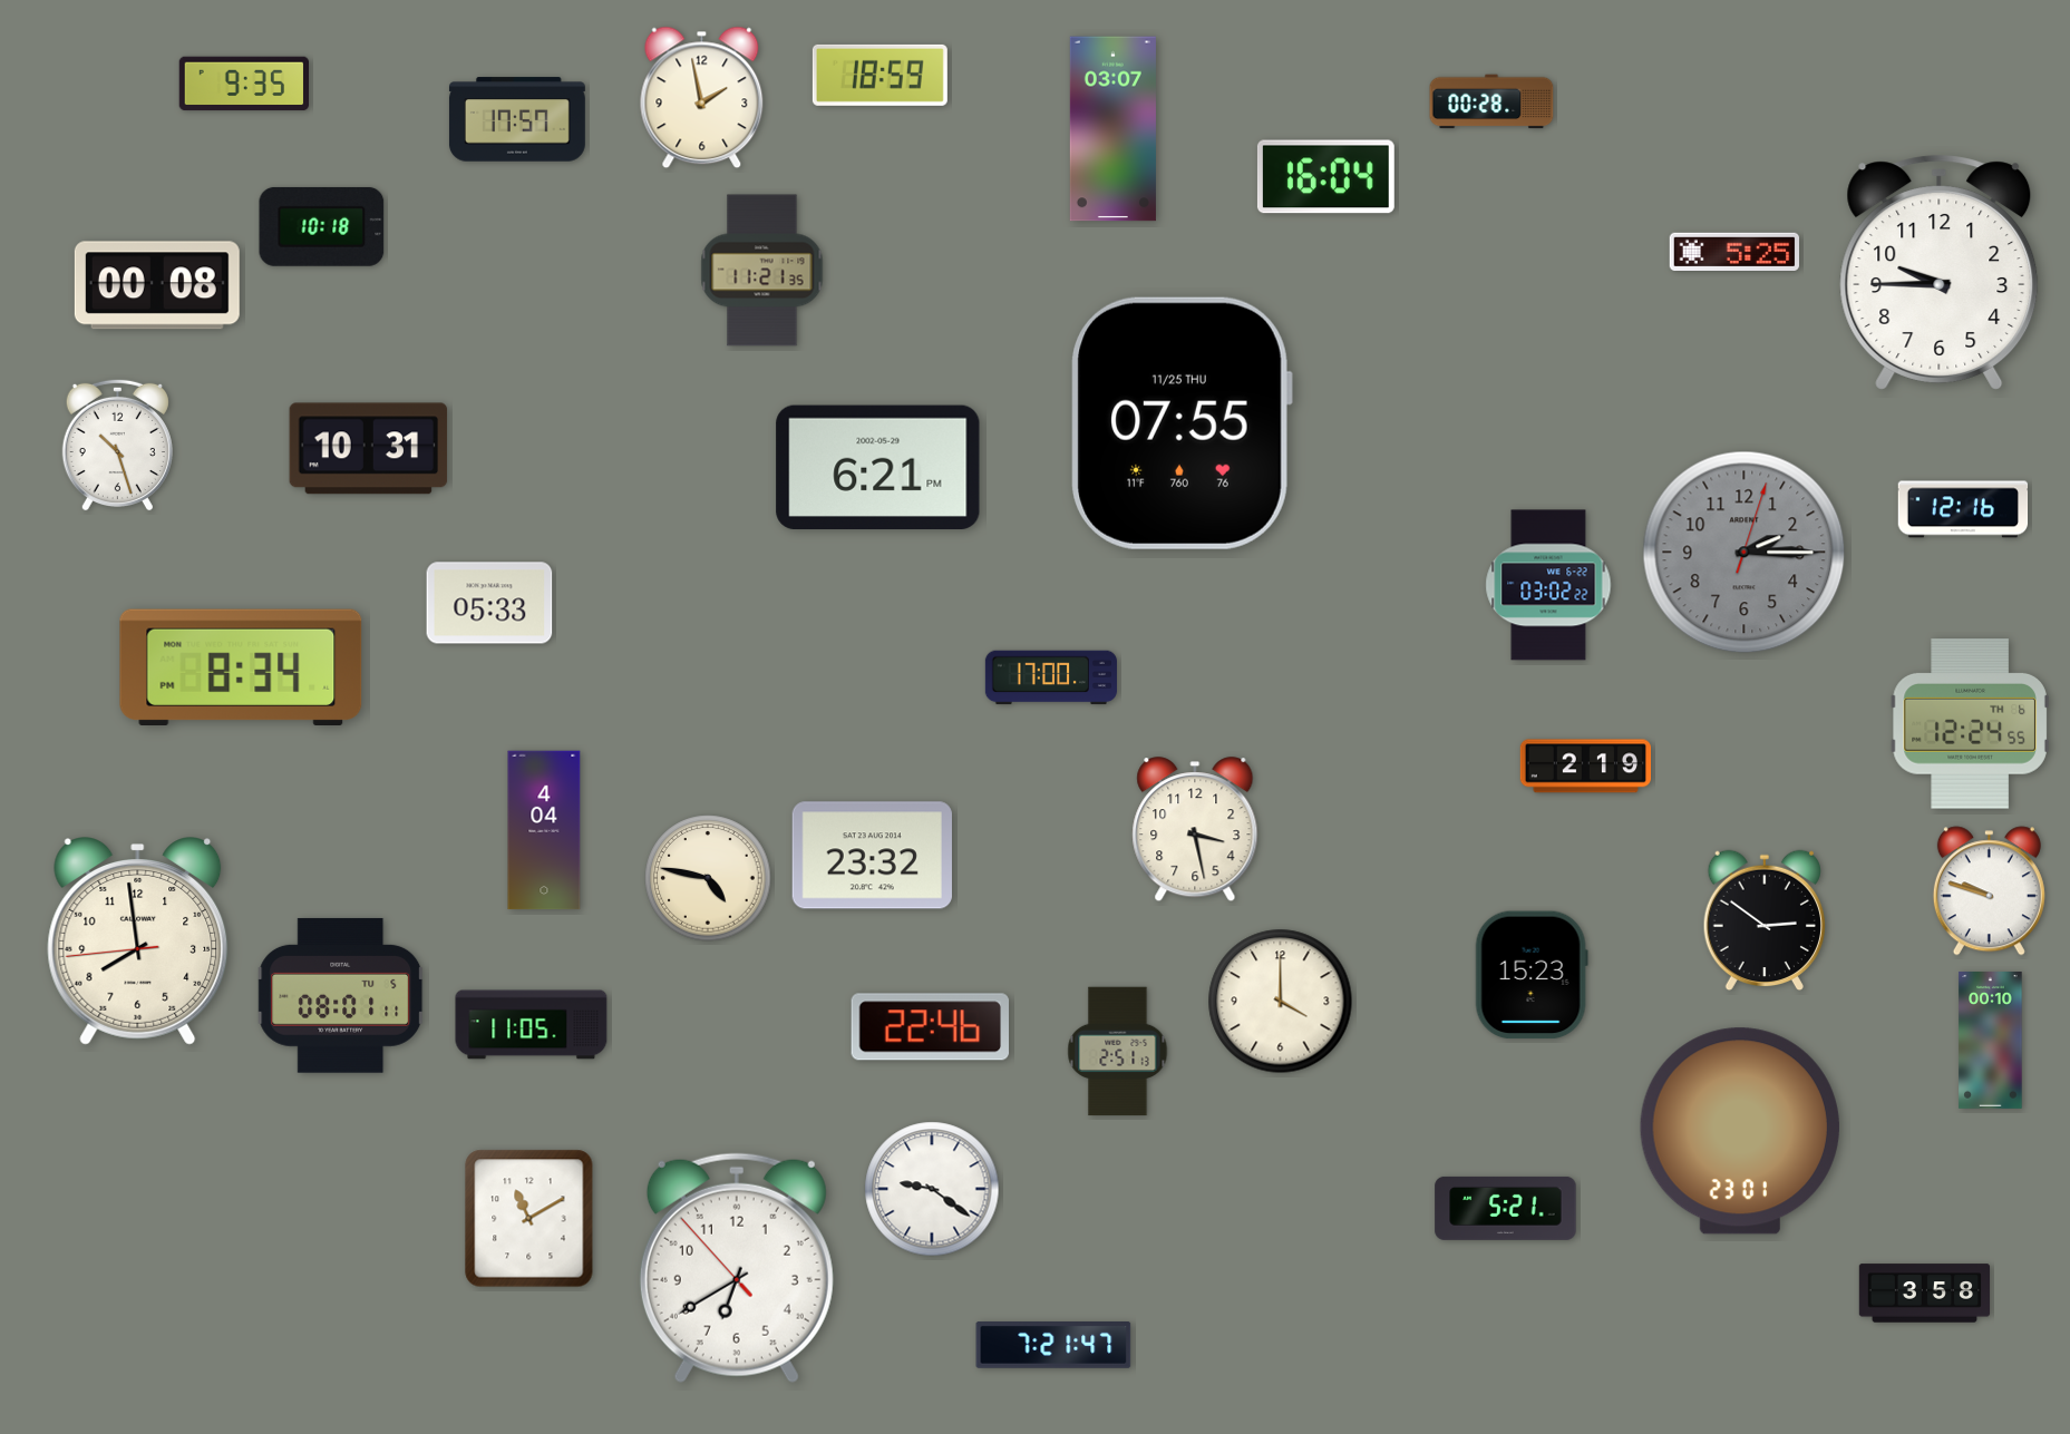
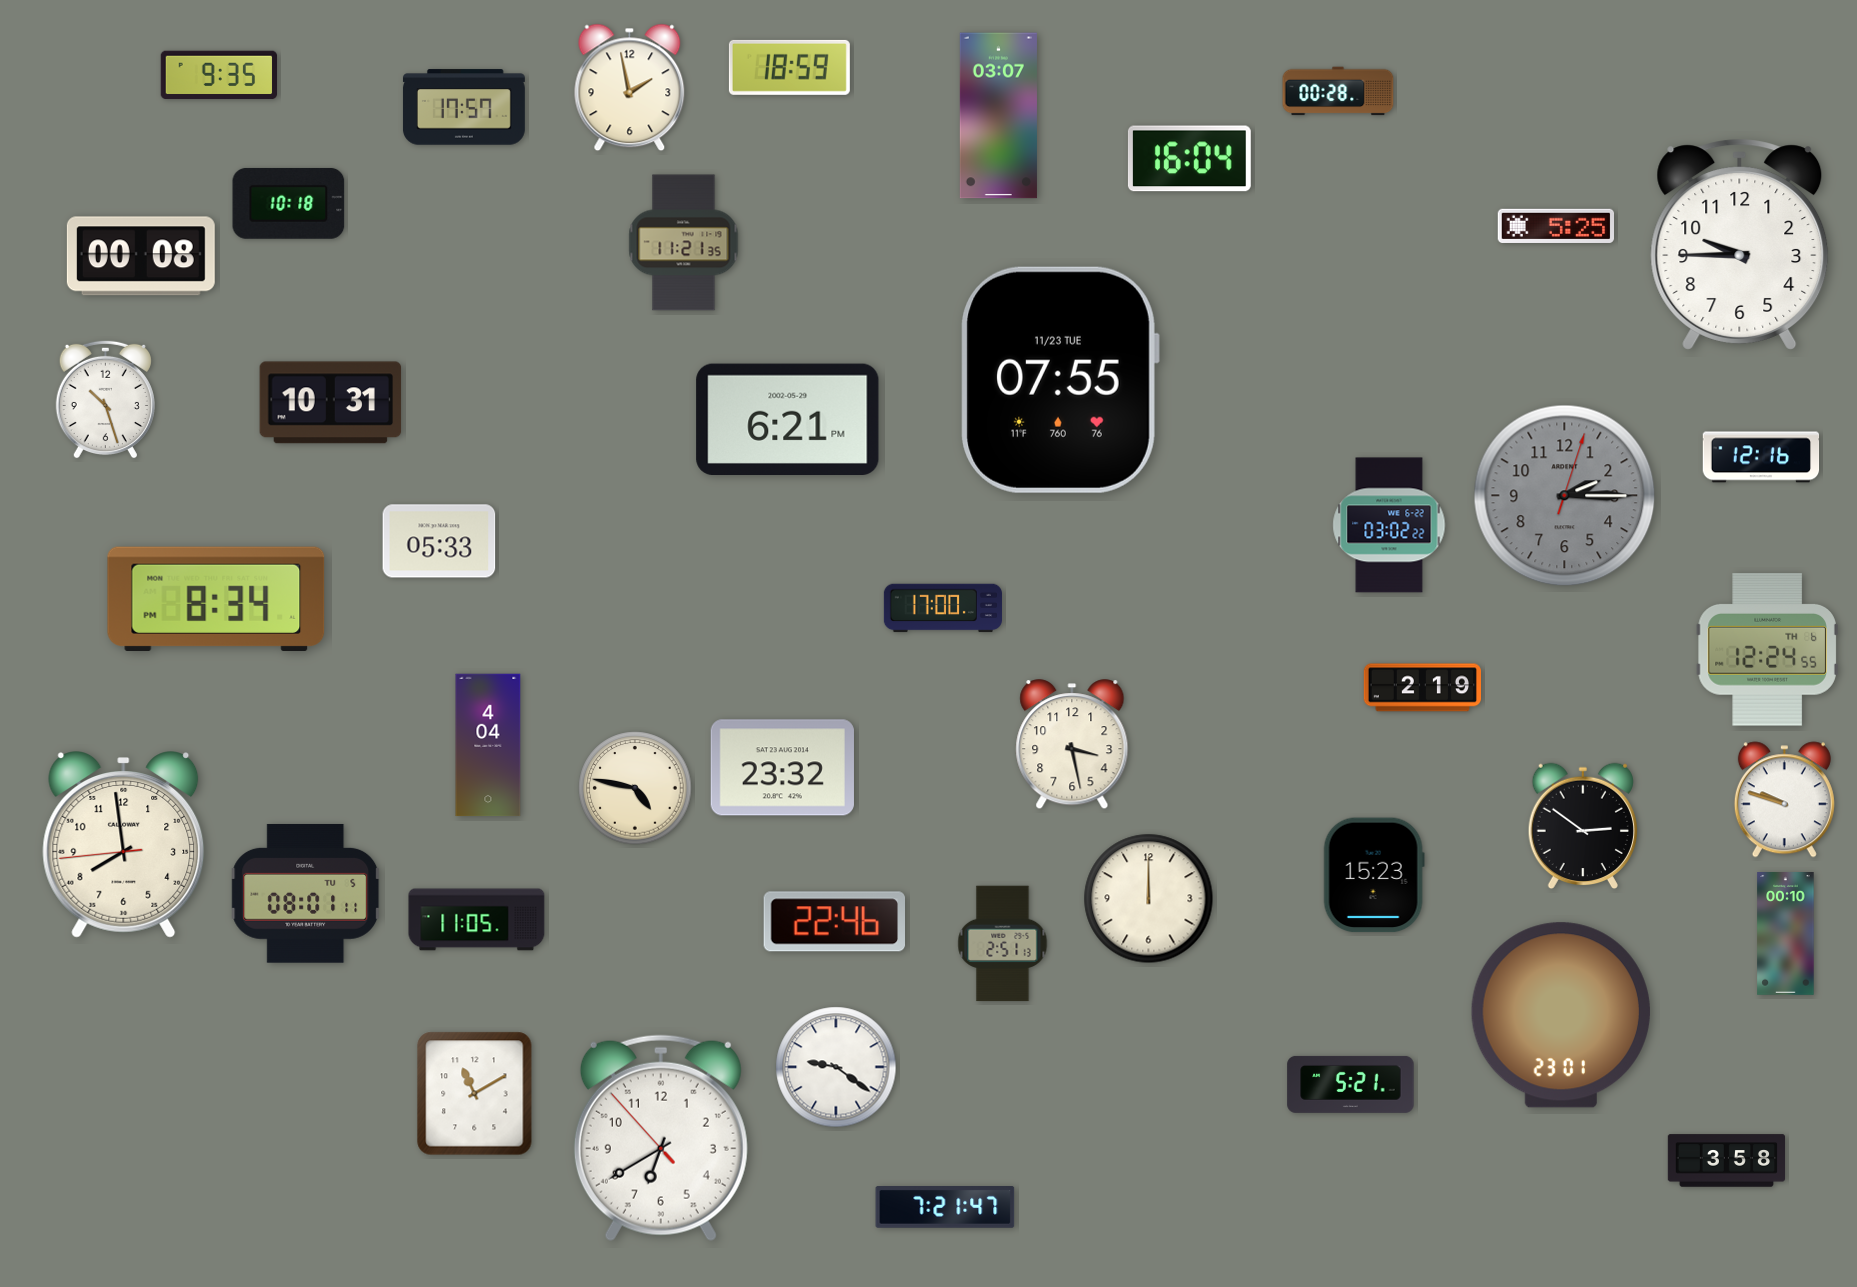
clock at (1182, 423) date: 11/25 THU -> 11/23 TUE
clock at (1281, 1002): 4:00 -> 12:00
